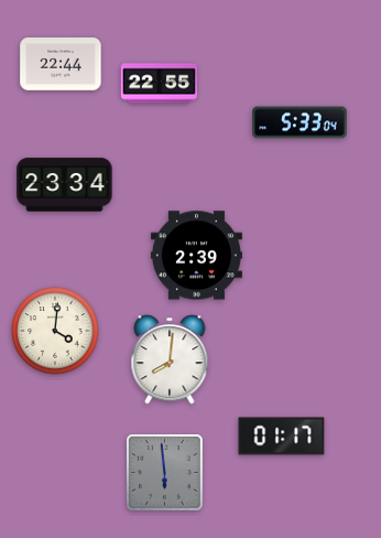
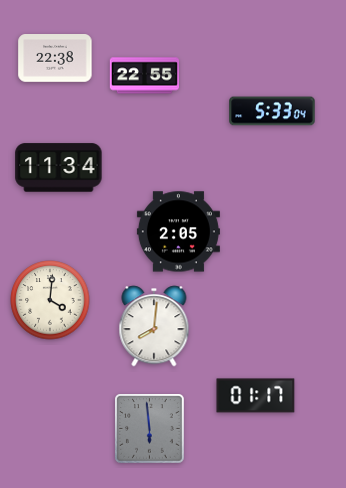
clock at (61, 64): 22:44 -> 22:38
clock at (65, 185): 23:34 -> 11:34
clock at (196, 256): 2:39 -> 2:05
